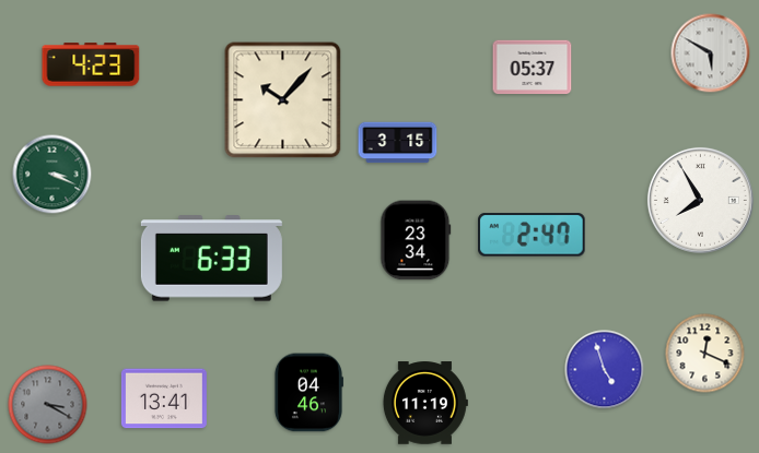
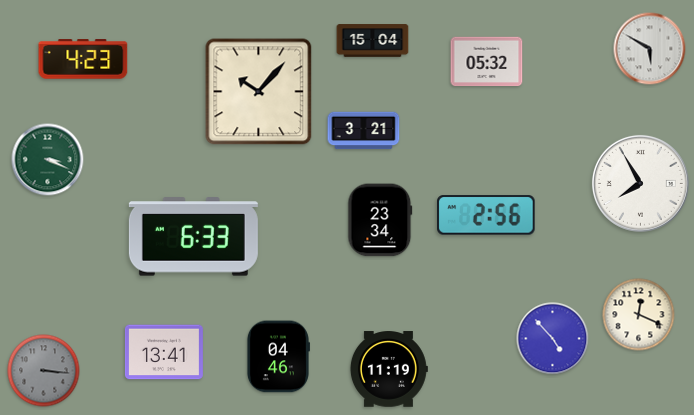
clock at (373, 41): none -> 15:04
clock at (533, 68): 05:37 -> 05:32
clock at (398, 143): 3:15 -> 3:21
clock at (532, 235): 2:47 -> 2:56
clock at (705, 354) position: (705, 354) -> (639, 315)
clock at (605, 370): 4:57 -> 4:53
clock at (308, 393) position: (308, 393) -> (278, 357)
clock at (164, 398) position: (164, 398) -> (164, 352)
clock at (48, 405): 3:20 -> 3:16
